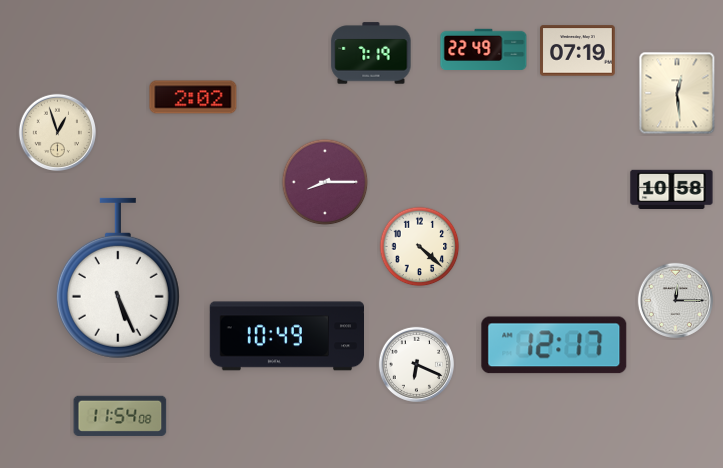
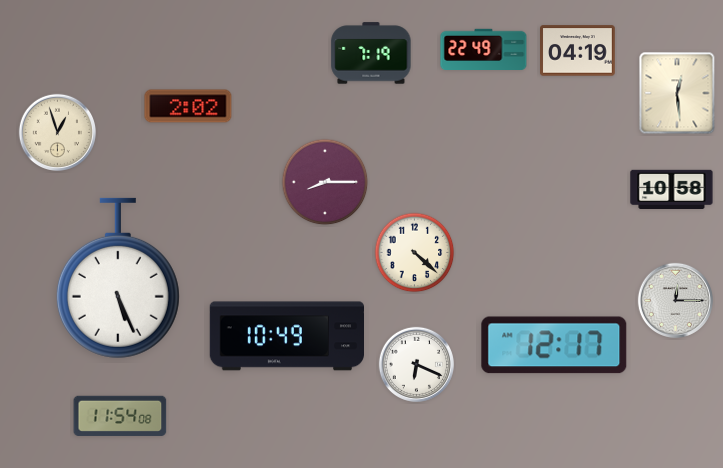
clock at (578, 51): 07:19 -> 04:19
clock at (193, 97) position: (193, 97) -> (188, 106)
clock at (420, 247) position: (420, 247) -> (415, 253)
